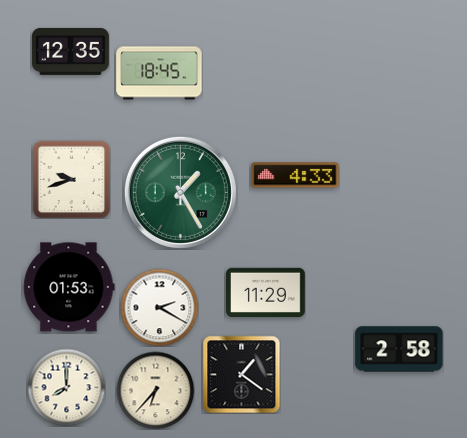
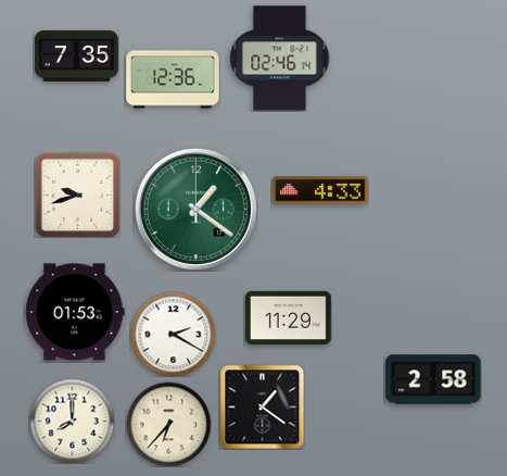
clock at (70, 51): 12:35 -> 7:35
clock at (280, 59): none -> 02:46
clock at (159, 73): 18:45 -> 12:36
clock at (180, 192): 1:25 -> 1:21
